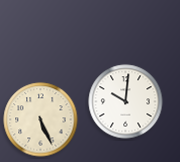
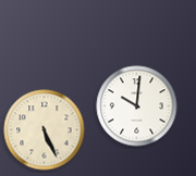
clock at (126, 102) position: (126, 102) -> (137, 106)
